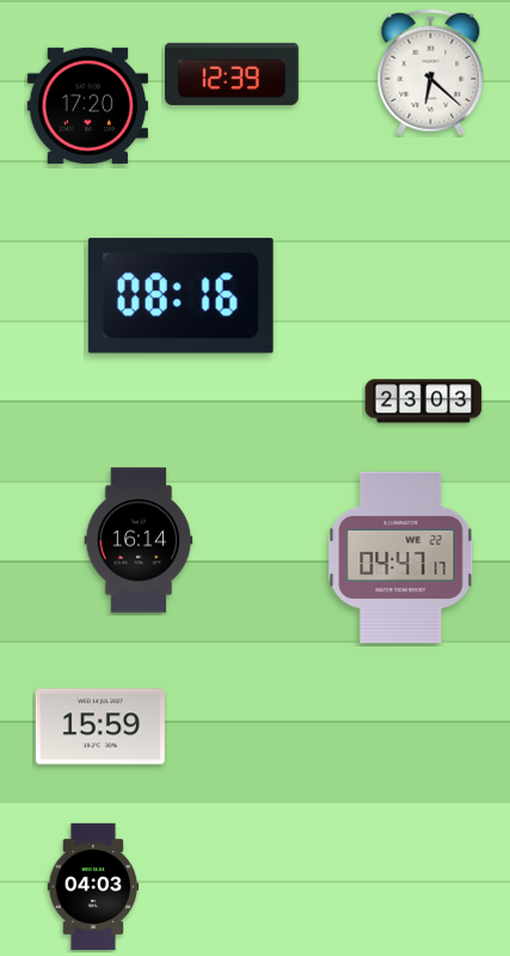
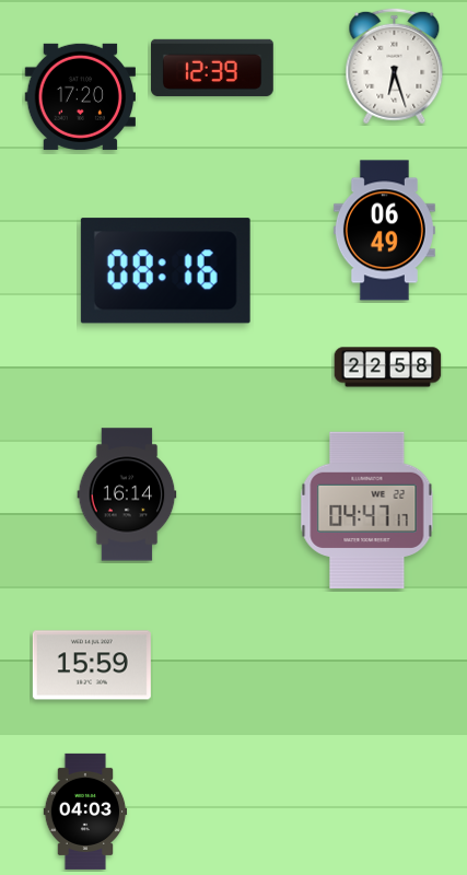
clock at (431, 73): 6:22 -> 6:27
clock at (384, 231): none -> 06:49
clock at (424, 402): 23:03 -> 22:58
